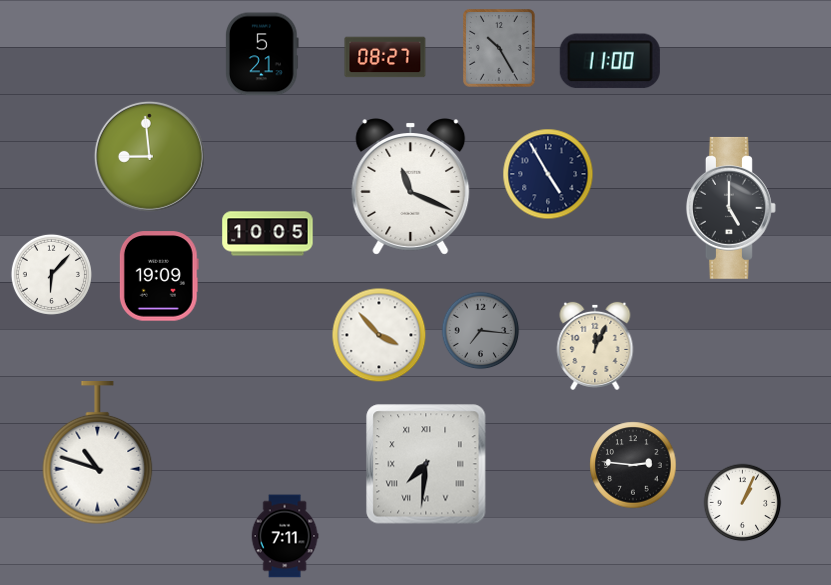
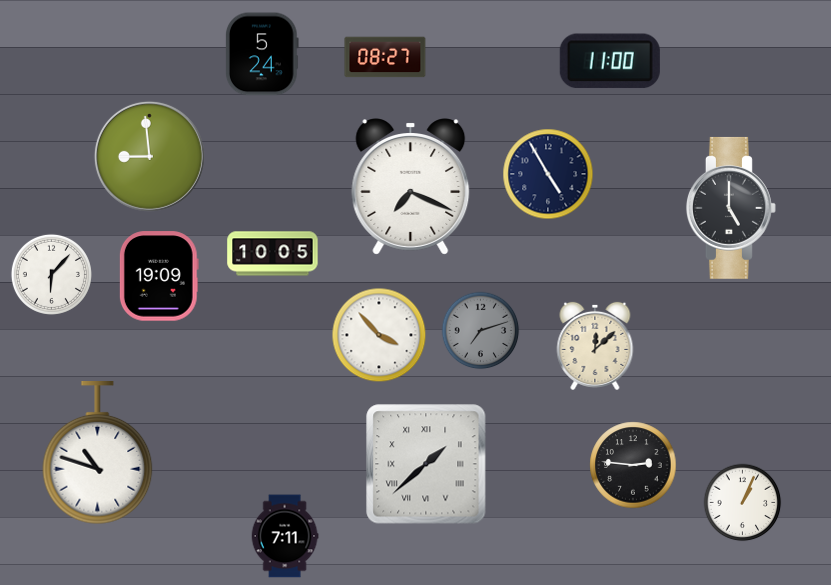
clock at (500, 49): 10:25 -> none
clock at (262, 54): 5:21 -> 5:24
clock at (411, 187): 11:19 -> 7:19
clock at (268, 234) position: (268, 234) -> (273, 254)
clock at (481, 331): 7:16 -> 7:12
clock at (595, 346): 12:04 -> 12:08
clock at (426, 464): 7:31 -> 1:38
